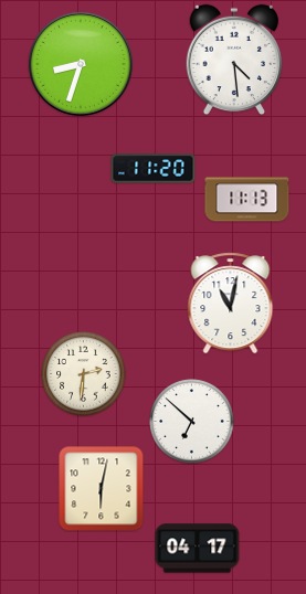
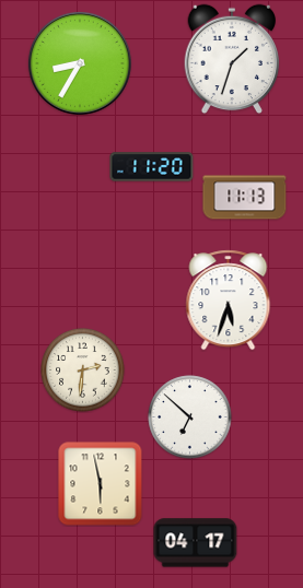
clock at (234, 60): 4:29 -> 1:33
clock at (81, 64): 8:33 -> 8:35
clock at (231, 304): 11:02 -> 5:33
clock at (102, 489): 6:02 -> 5:58
